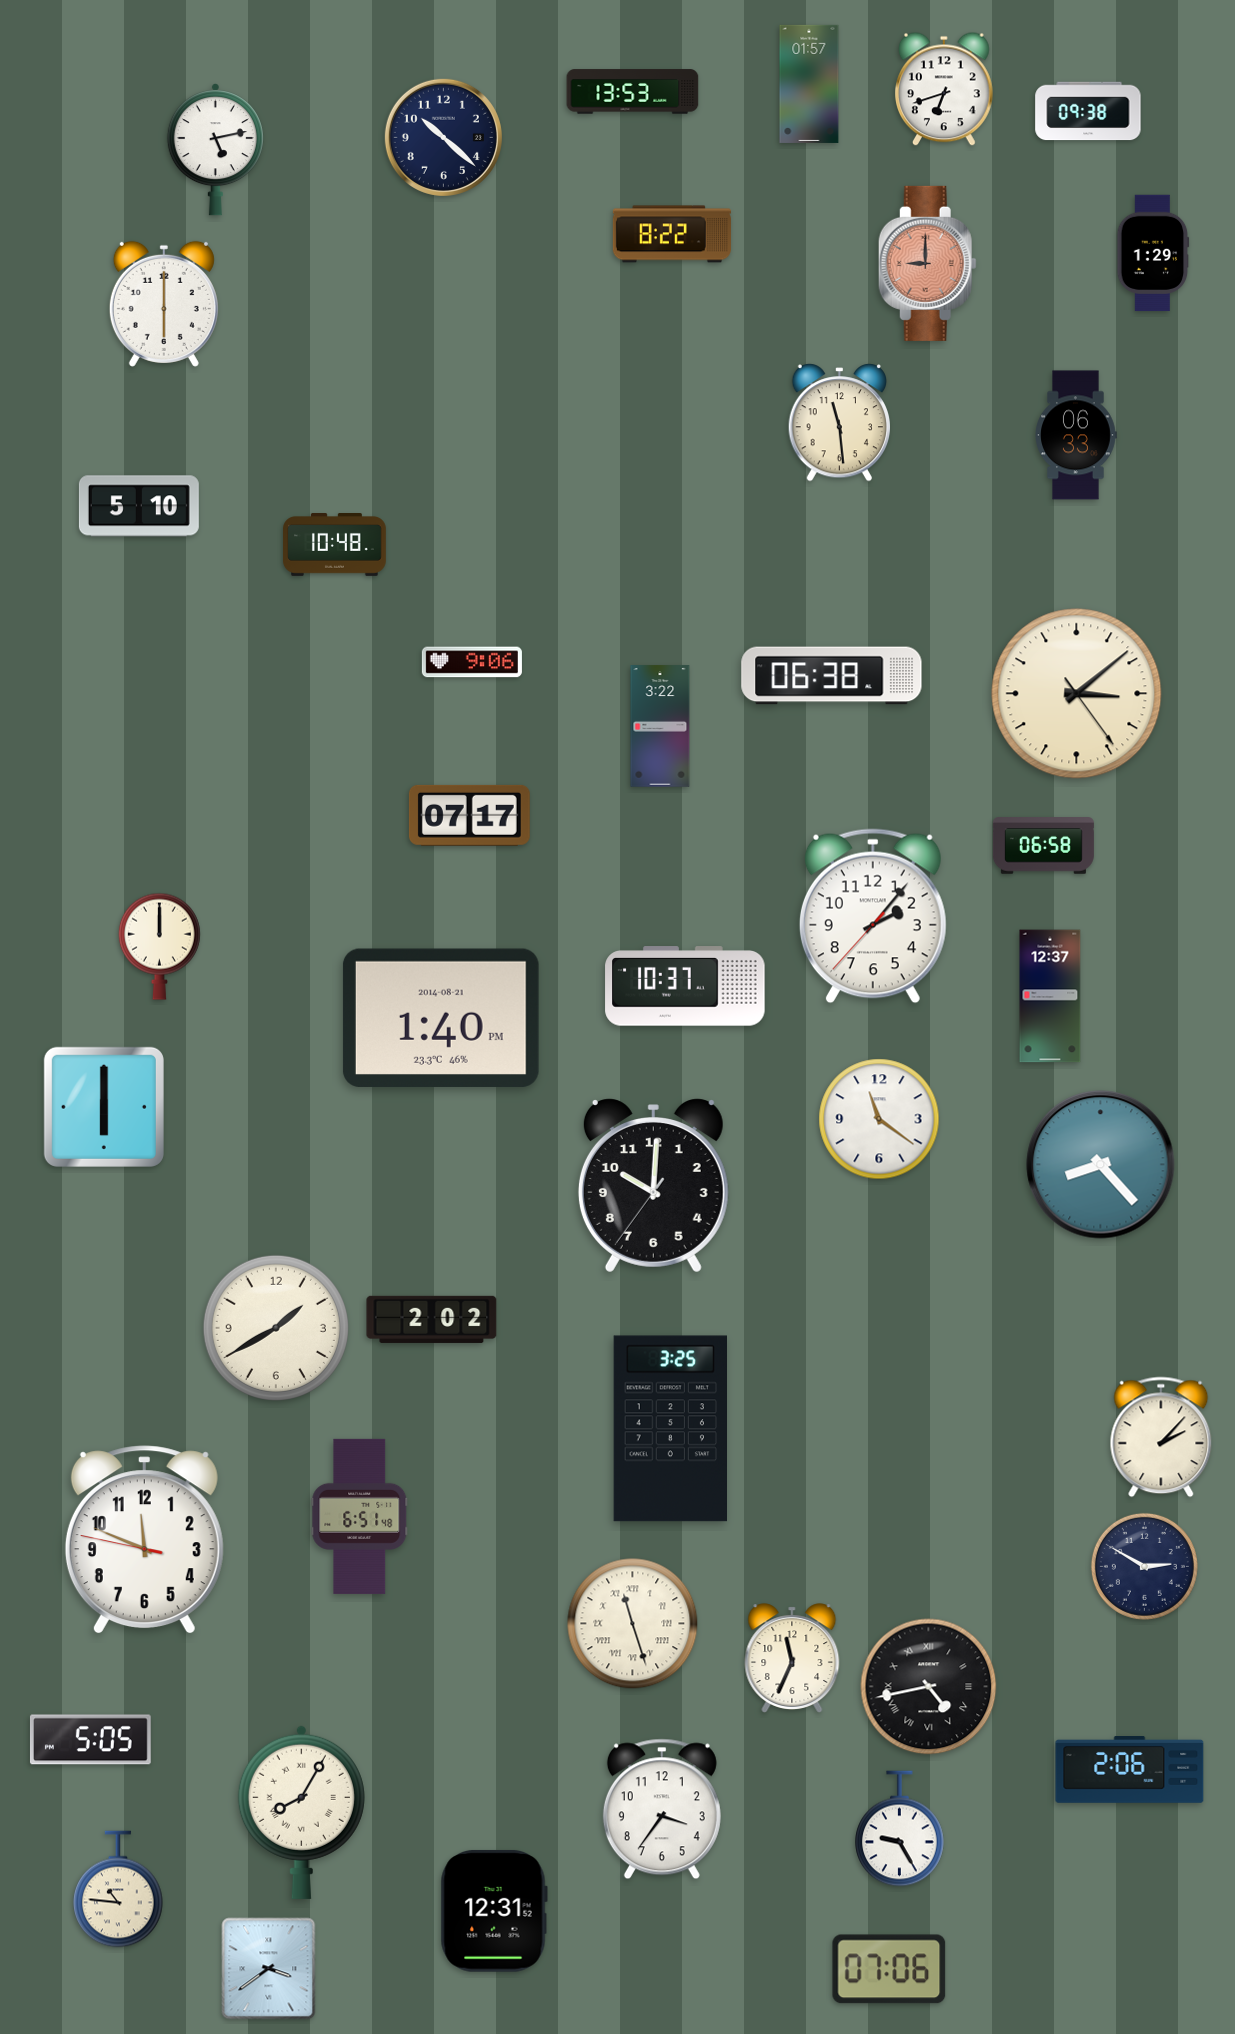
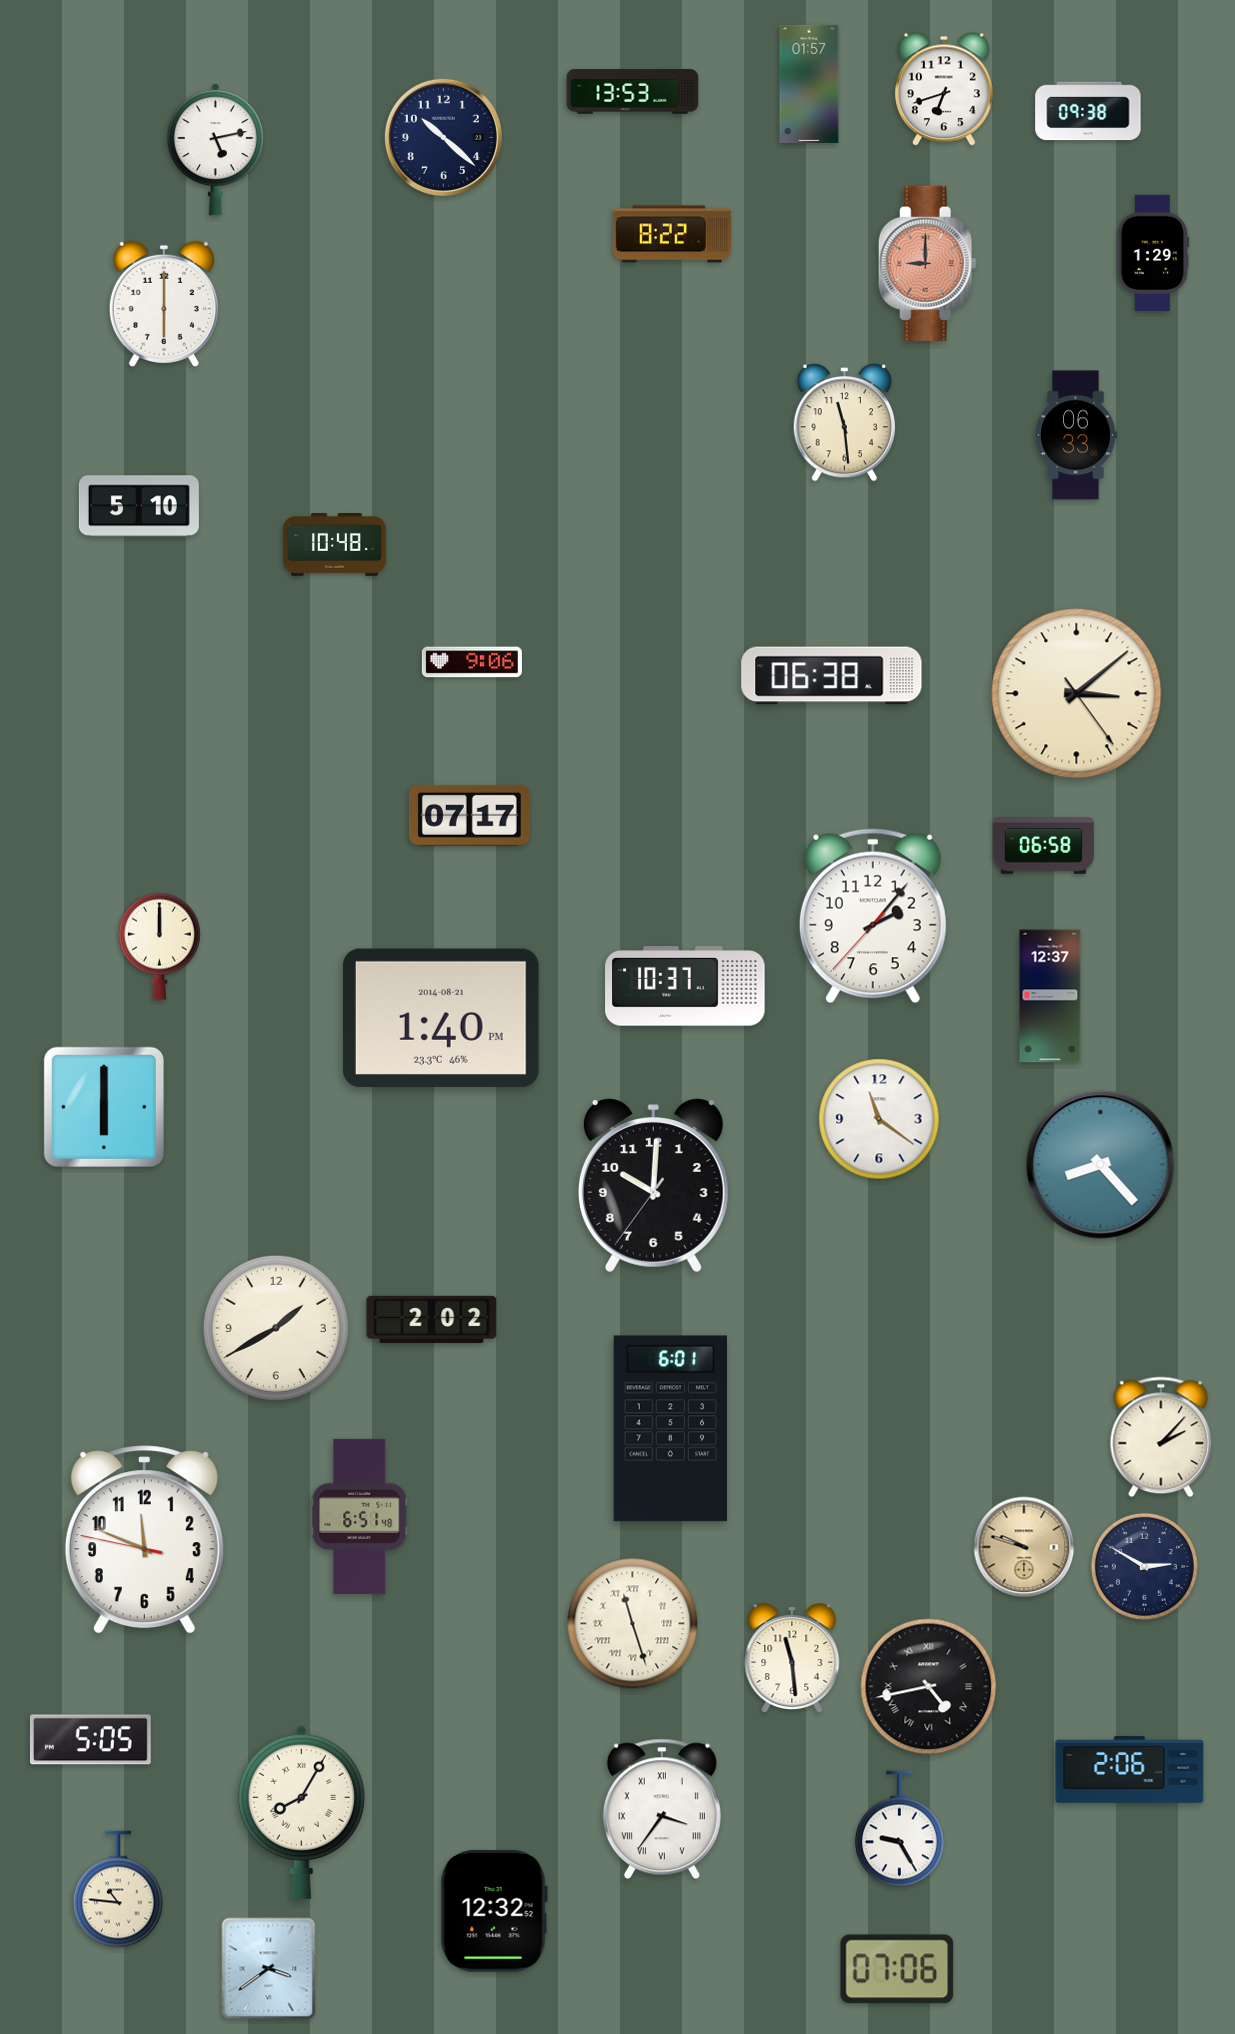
clock at (839, 423) position: (839, 423) -> (844, 423)
clock at (660, 726): 3:22 -> none
clock at (670, 1429): 3:25 -> 6:01
clock at (1024, 1547): none -> 9:48
clock at (792, 1658): 11:34 -> 11:29
clock at (662, 1809) numerals: Arabic -> Roman
clock at (494, 1911): 12:31 -> 12:32
clock at (889, 1969) position: (889, 1969) -> (897, 1969)
